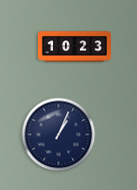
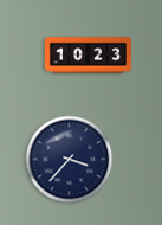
clock at (59, 135): 1:04 -> 3:37
